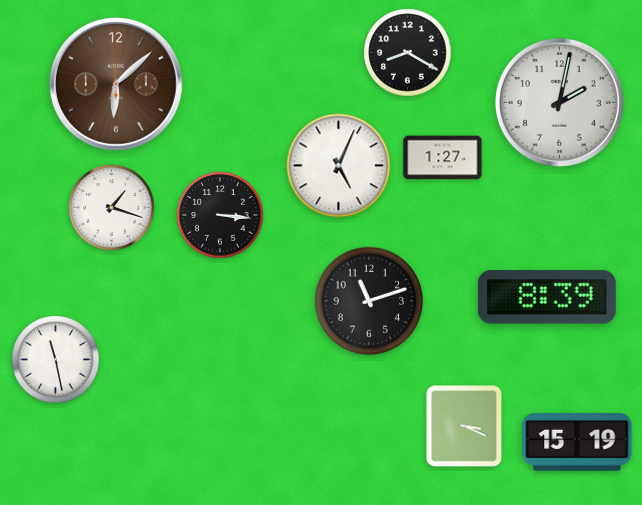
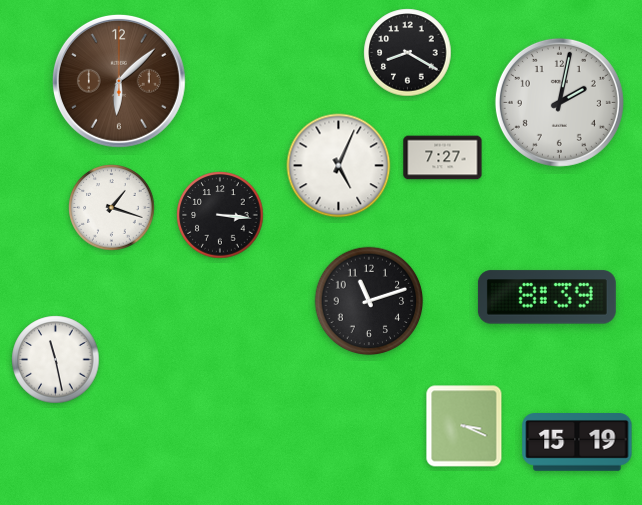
clock at (116, 84) position: (116, 84) -> (119, 81)
clock at (443, 158): 1:27 -> 7:27
